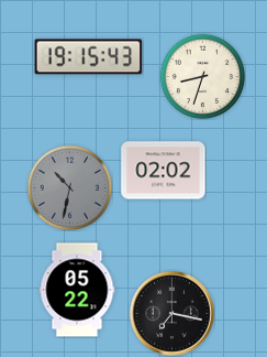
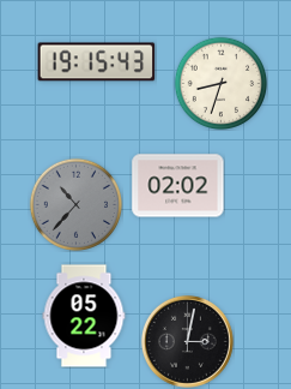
clock at (69, 187): 10:32 -> 10:37
clock at (171, 313): 7:17 -> 3:02
